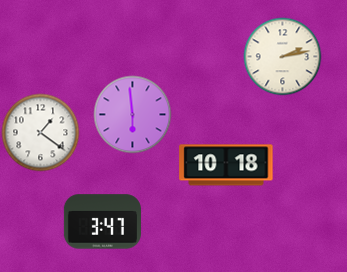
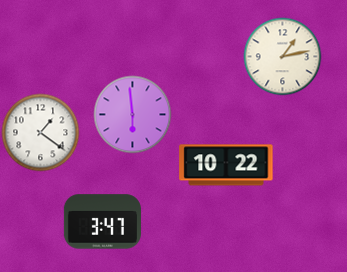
clock at (282, 56): 2:13 -> 1:13
clock at (226, 165): 10:18 -> 10:22
